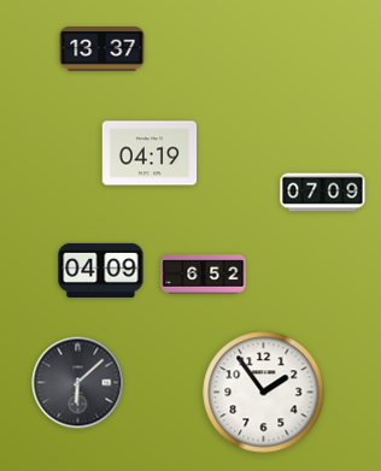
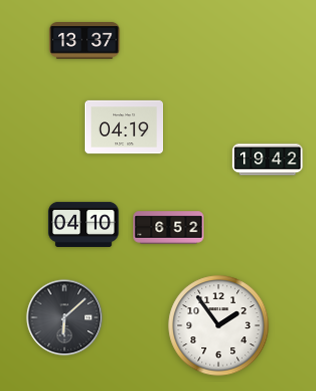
clock at (323, 193): 07:09 -> 19:42
clock at (101, 270): 04:09 -> 04:10
